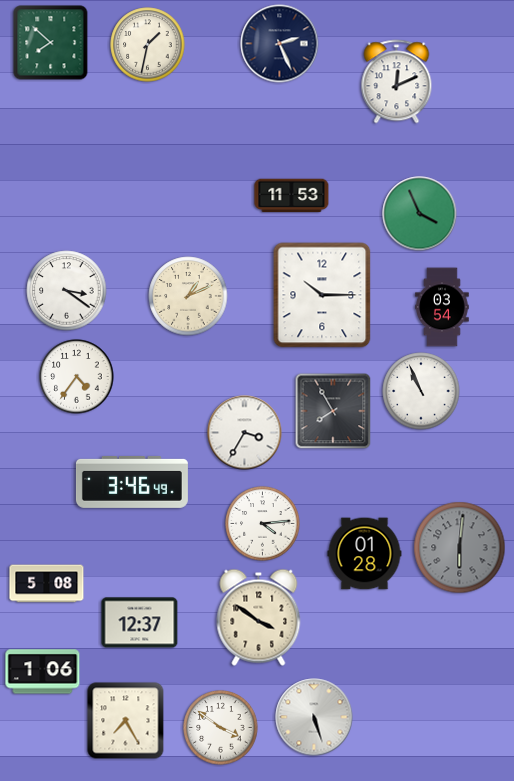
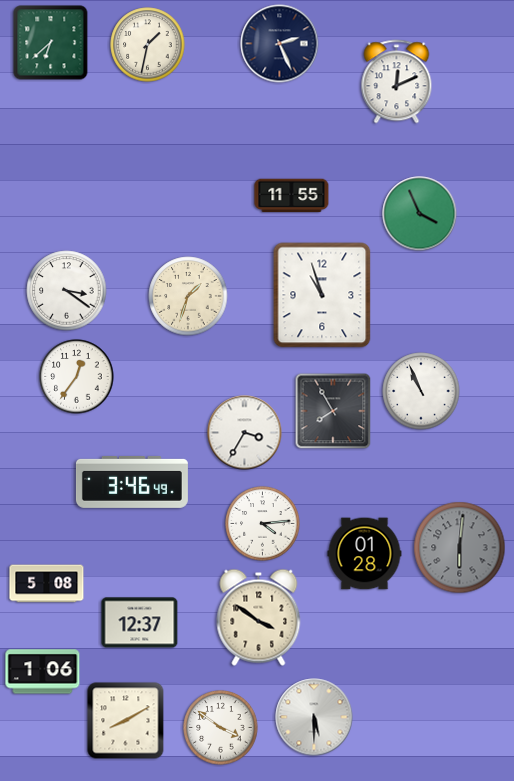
clock at (51, 43): 7:52 -> 6:38
clock at (292, 196): 11:53 -> 11:55
clock at (322, 295): 10:15 -> 10:57
clock at (188, 296): 1:11 -> 1:33
clock at (442, 307): 03:54 -> none
clock at (77, 377): 4:36 -> 12:36
clock at (314, 717): 5:27 -> 5:30
clock at (126, 721): 7:25 -> 8:10
